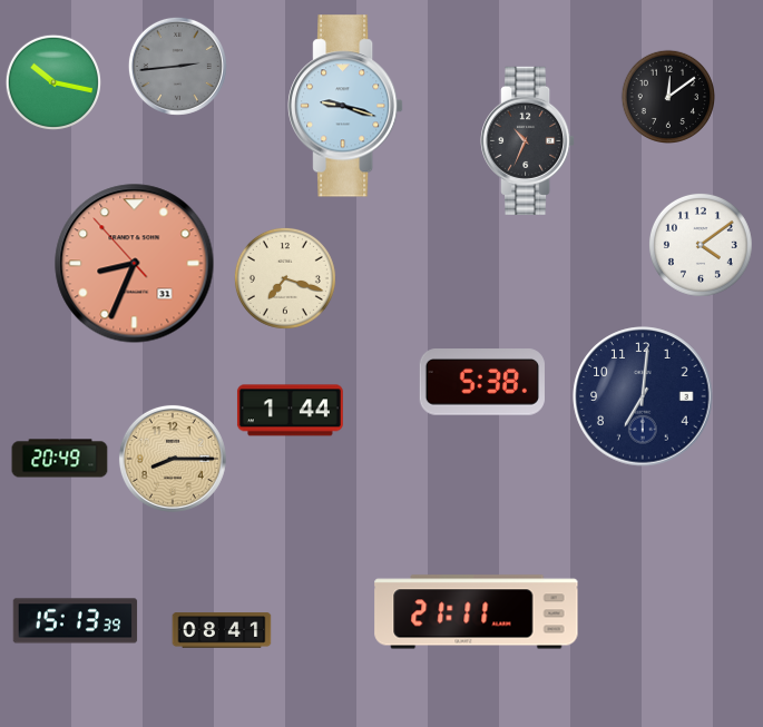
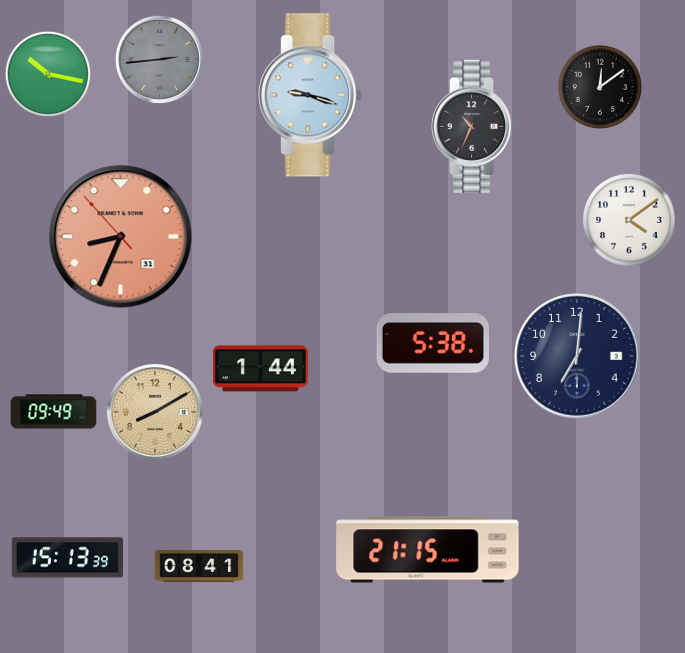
clock at (285, 278): 7:18 -> none
clock at (60, 459): 20:49 -> 09:49
clock at (173, 459): 8:15 -> 8:10
clock at (477, 612): 21:11 -> 21:15
